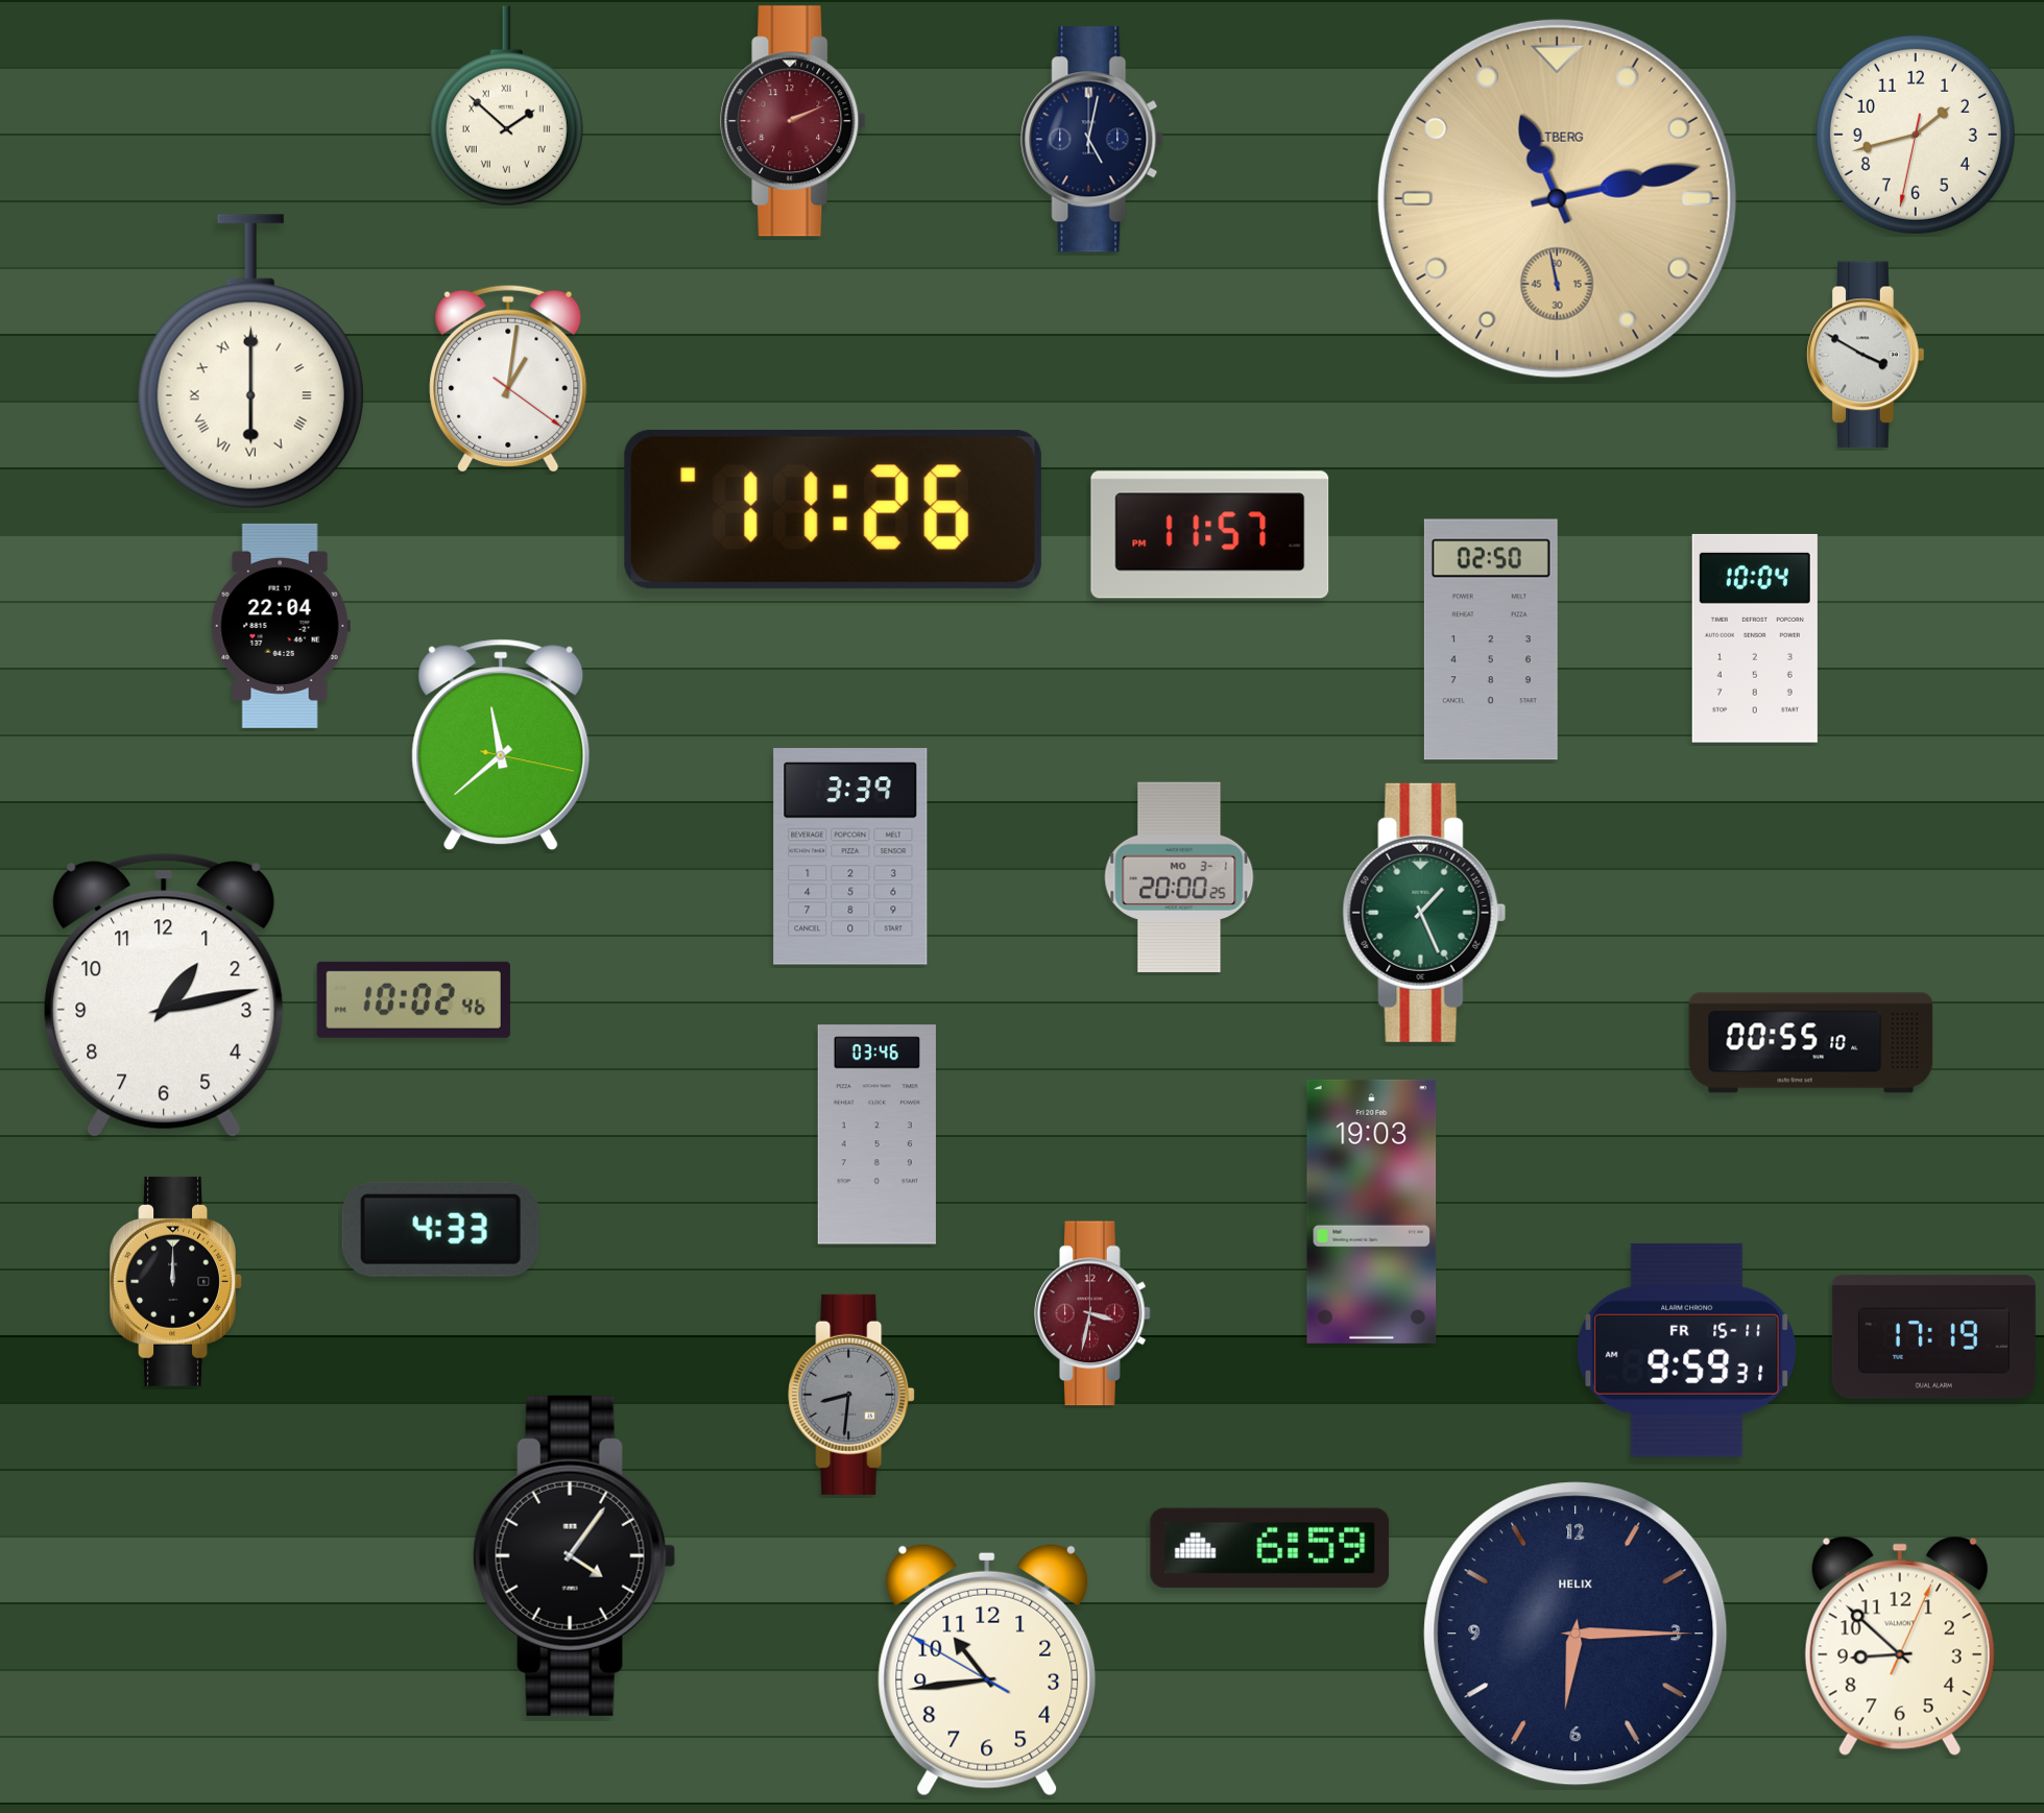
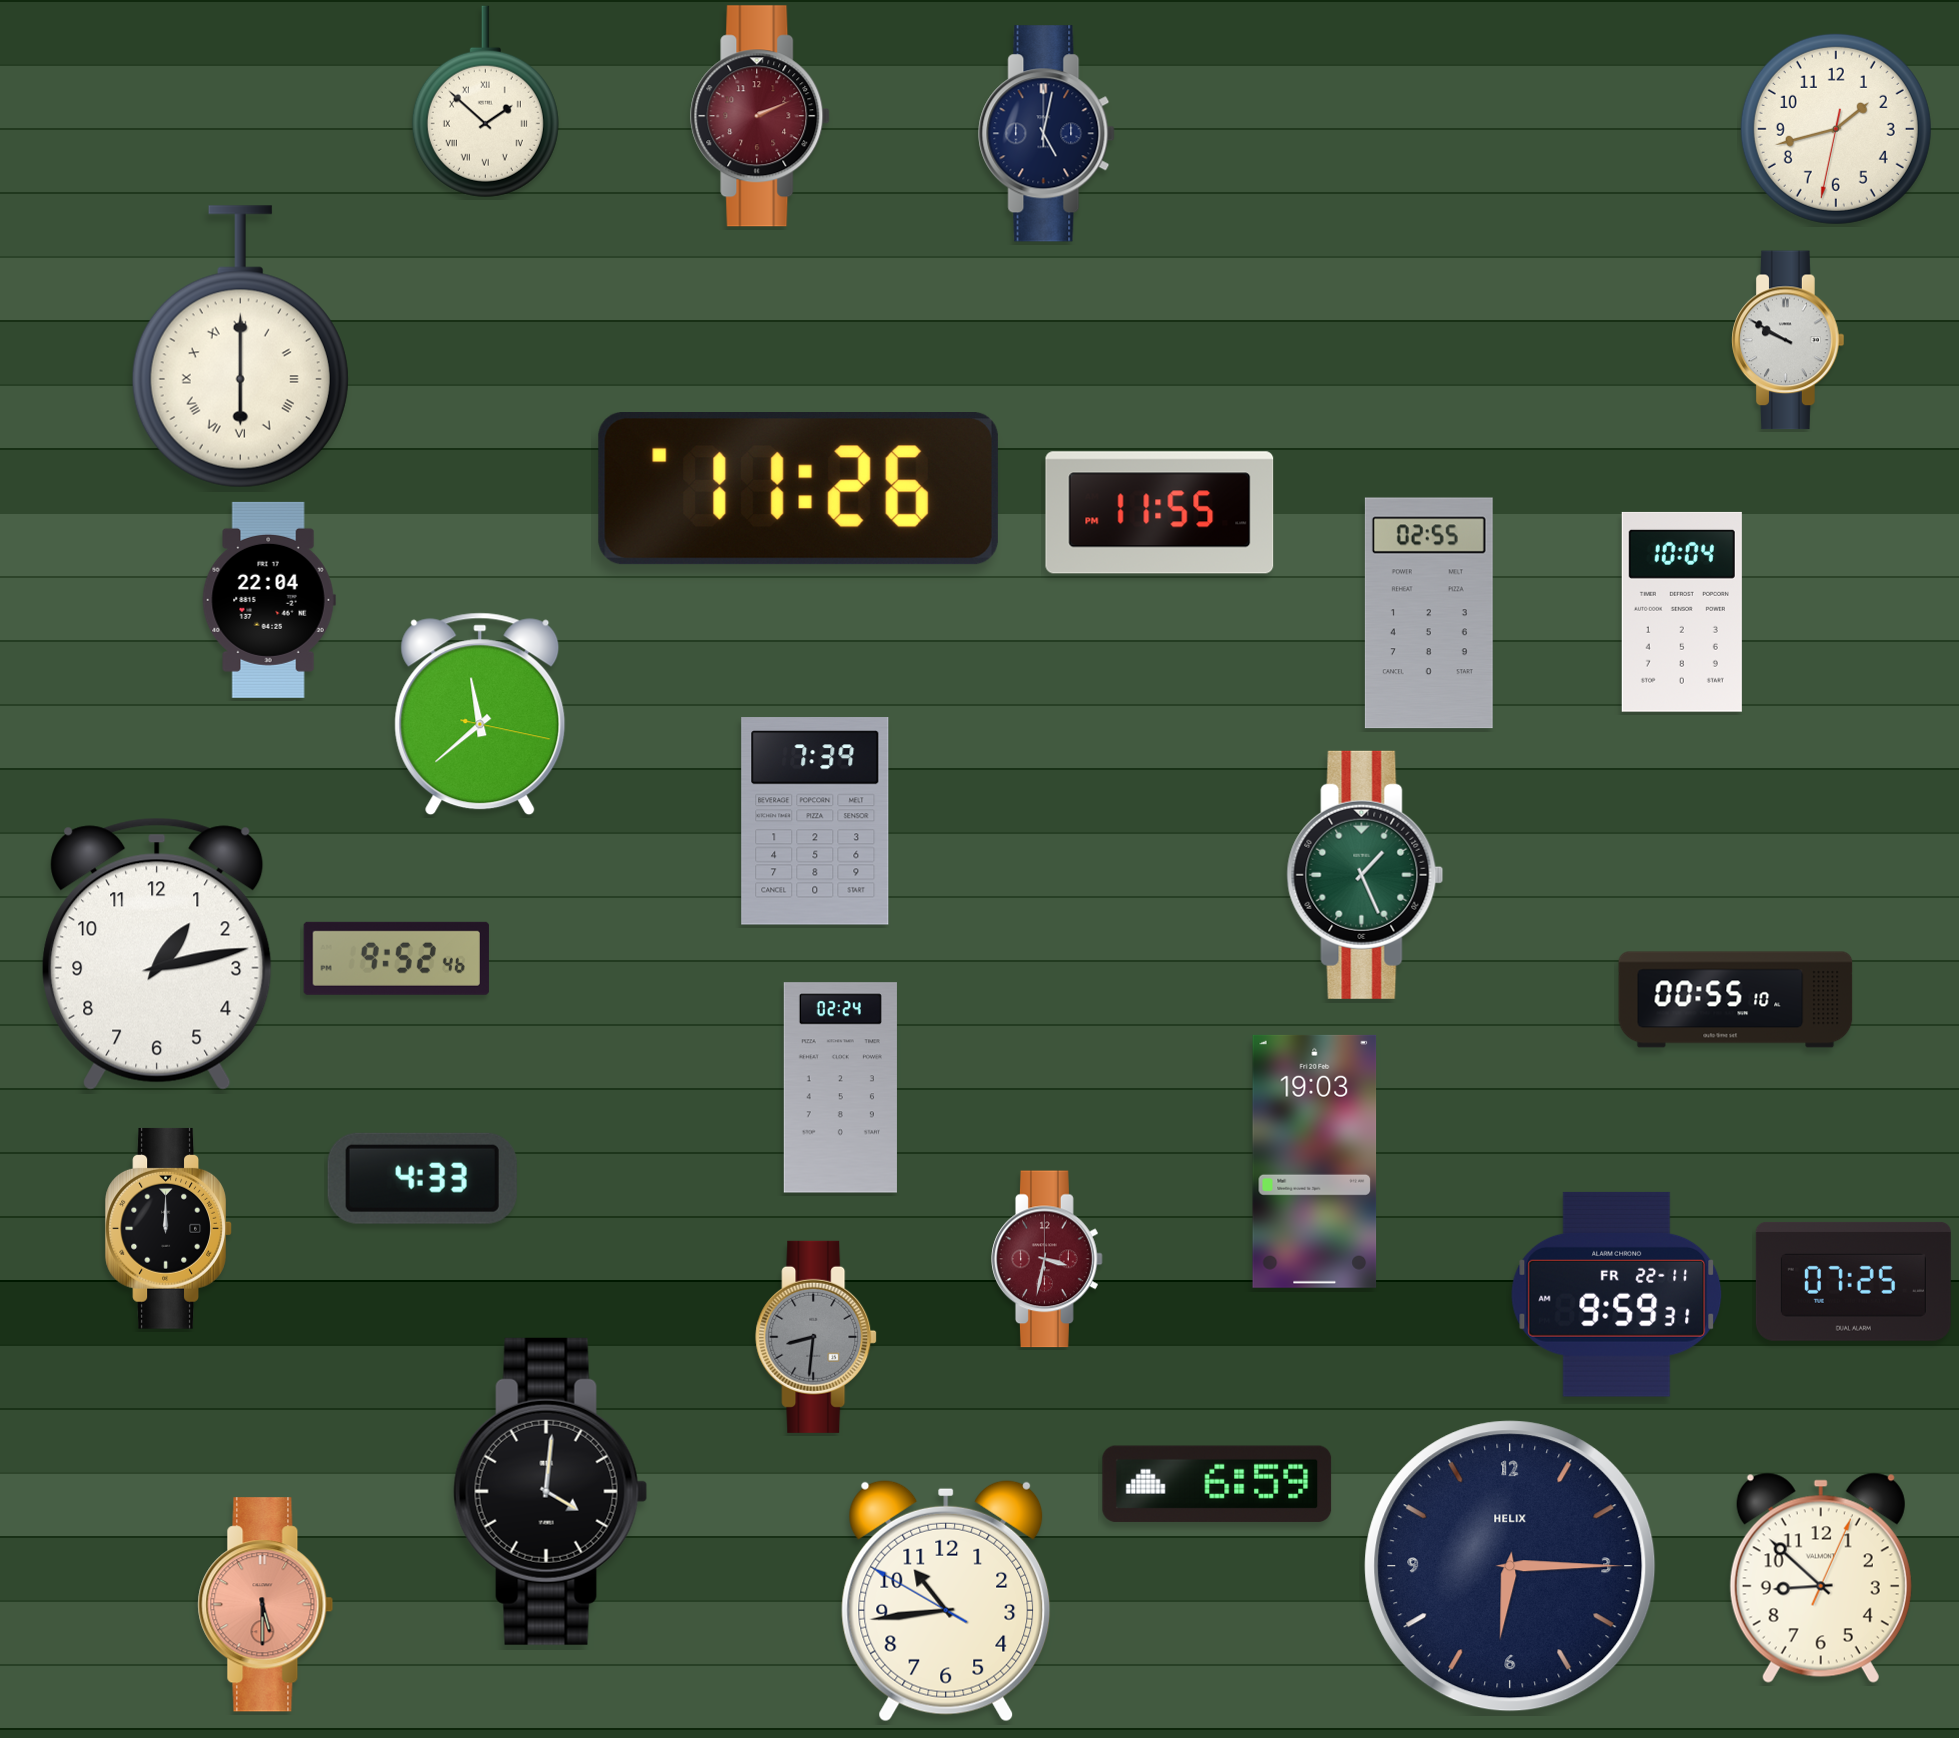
clock at (1557, 198): 11:12 -> none
clock at (1866, 355): 3:50 -> 9:50
clock at (508, 378): 1:01 -> none
clock at (1210, 535): 11:57 -> 11:55
clock at (1491, 639): 02:50 -> 02:55
clock at (850, 856): 3:39 -> 7:39
clock at (1179, 877): 20:00 -> none
clock at (413, 999): 10:02 -> 9:52
clock at (876, 1135): 03:46 -> 02:24
clock at (1933, 1336): 17:19 -> 07:25
clock at (1687, 1350) date: FR 15-11 -> FR 22-11
clock at (575, 1555): 4:06 -> 4:01
clock at (266, 1605): none -> 5:30
